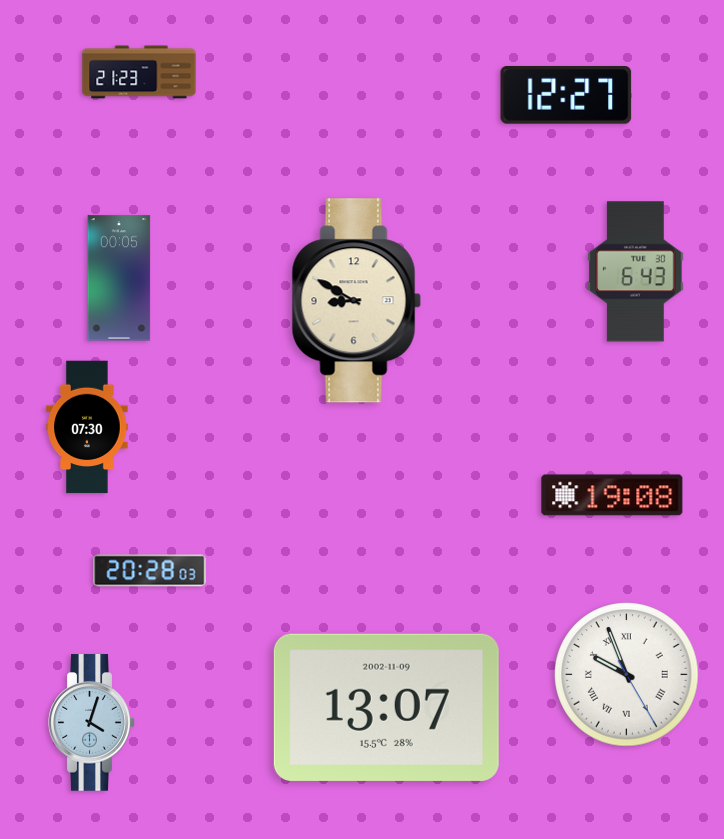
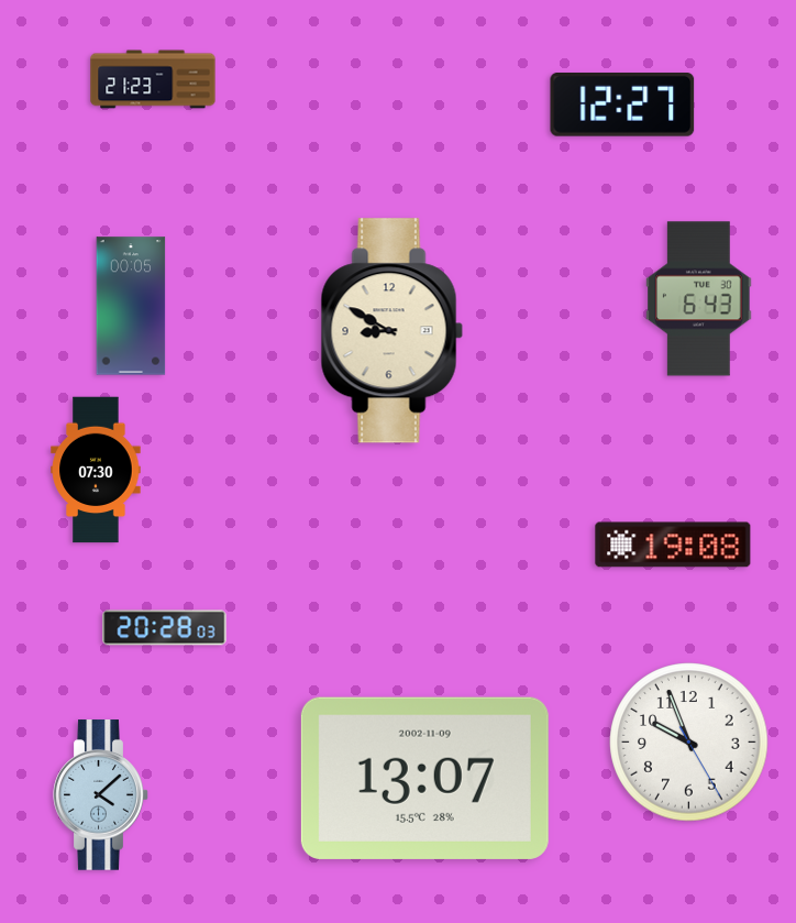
clock at (627, 675) numerals: Roman -> Arabic
clock at (92, 723): 4:03 -> 4:08
